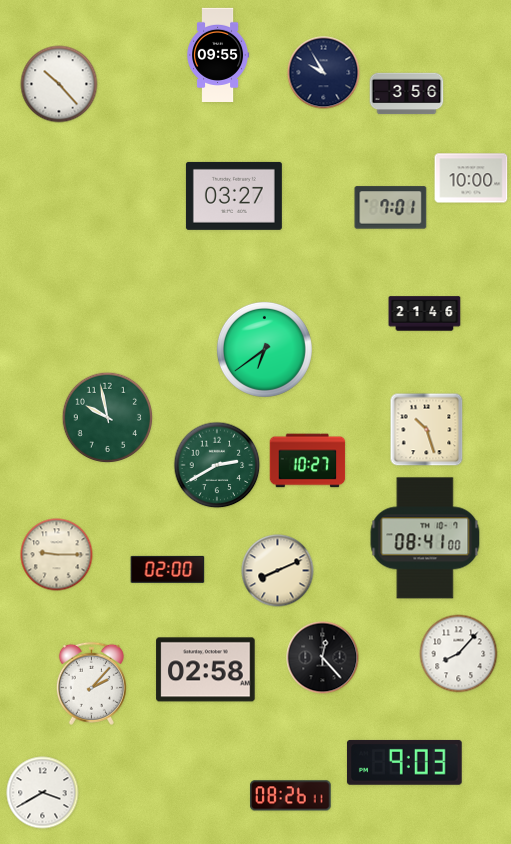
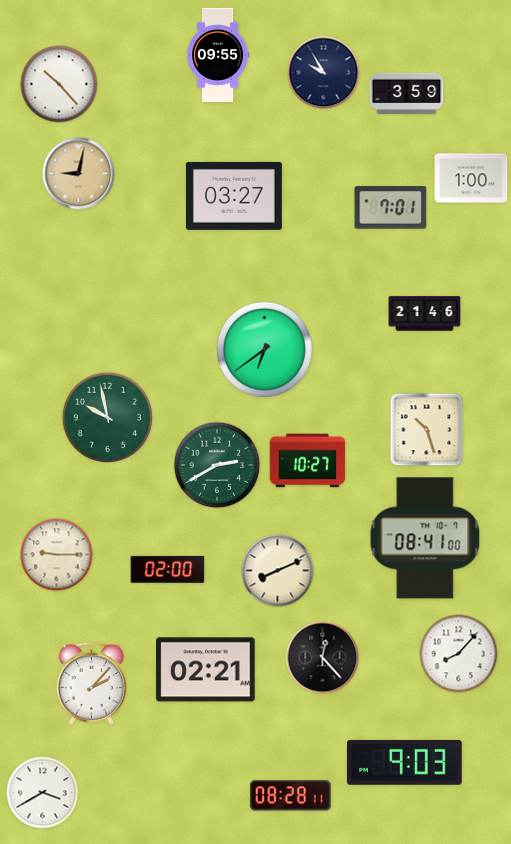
clock at (407, 94): 3:56 -> 3:59
clock at (79, 174): none -> 9:02
clock at (471, 178): 10:00 -> 1:00
clock at (206, 670): 02:58 -> 02:21
clock at (291, 796): 08:26 -> 08:28
